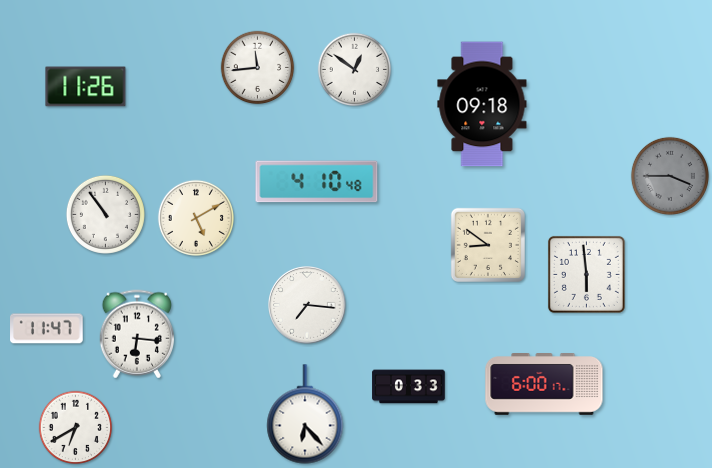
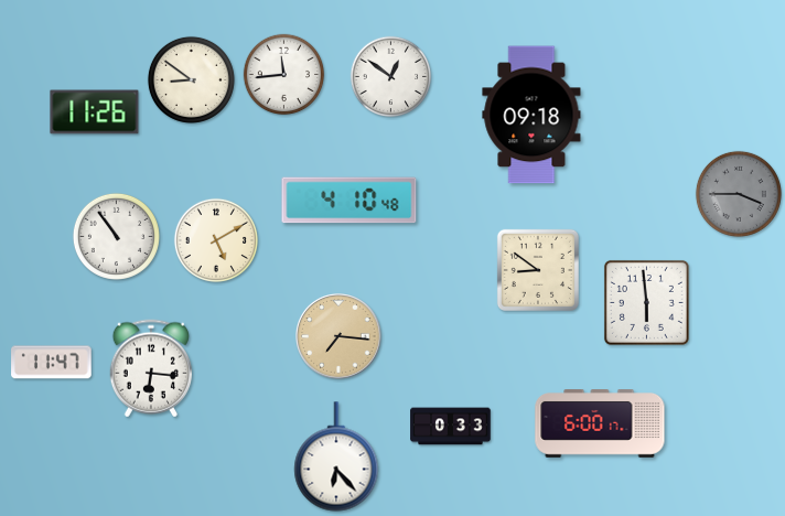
clock at (191, 79): none -> 8:51
clock at (86, 87) position: (86, 87) -> (95, 112)
clock at (308, 306) dial: white -> champagne
clock at (76, 428): 6:40 -> none
